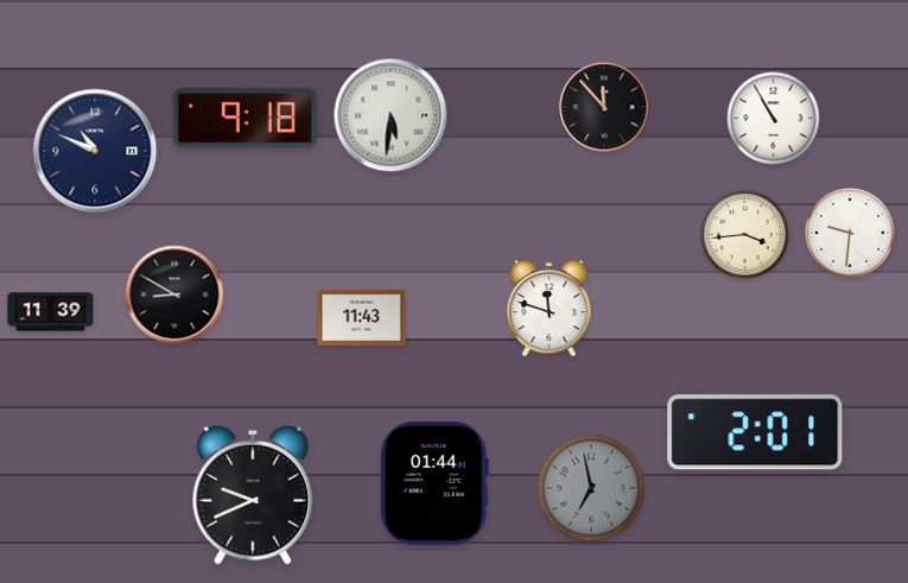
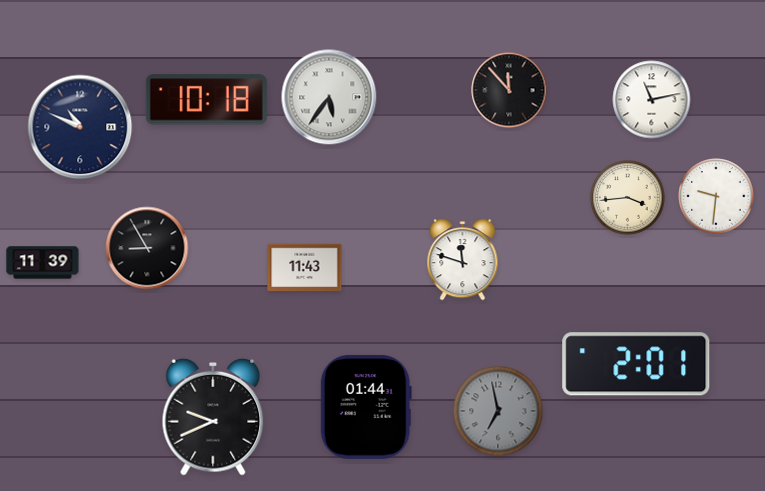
clock at (390, 115): 5:31 -> 5:36
clock at (245, 119): 9:18 -> 10:18
clock at (774, 119): 10:55 -> 11:13
clock at (174, 294): 8:50 -> 8:55
